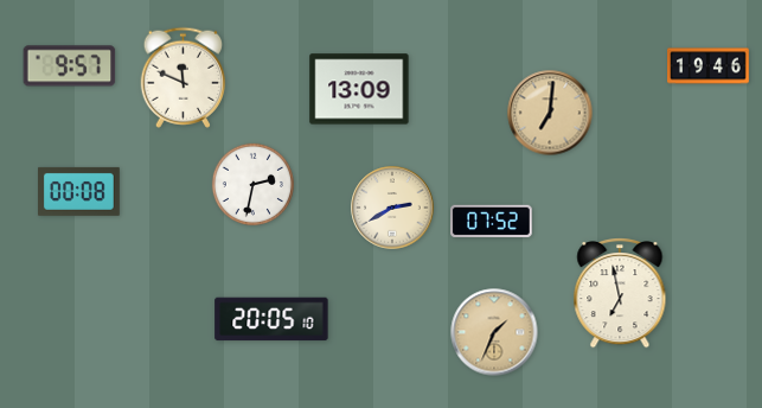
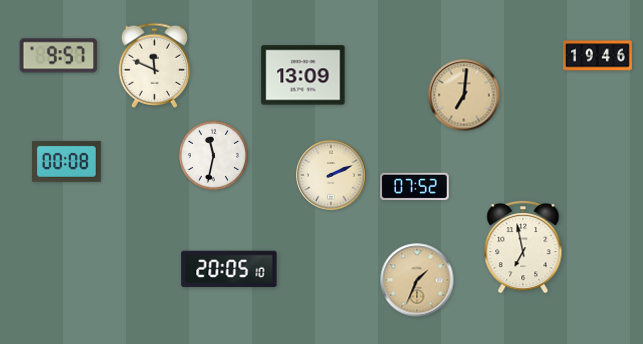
clock at (252, 184): 2:32 -> 11:32
clock at (392, 208): 2:40 -> 2:11
